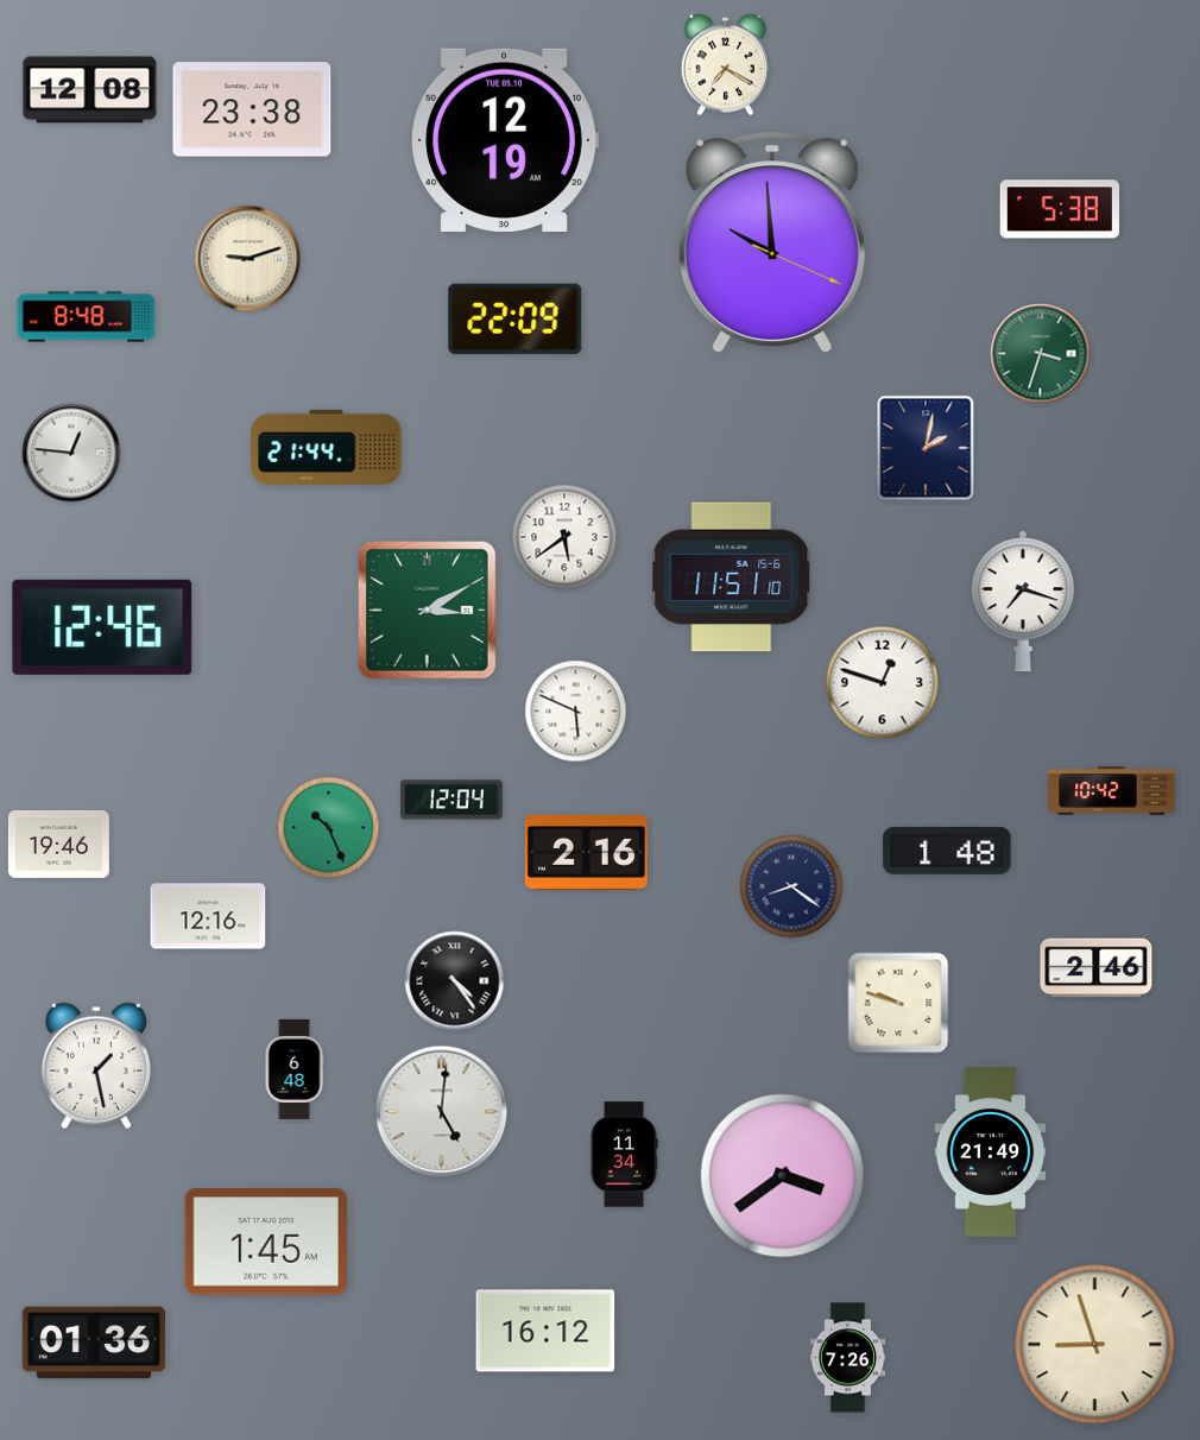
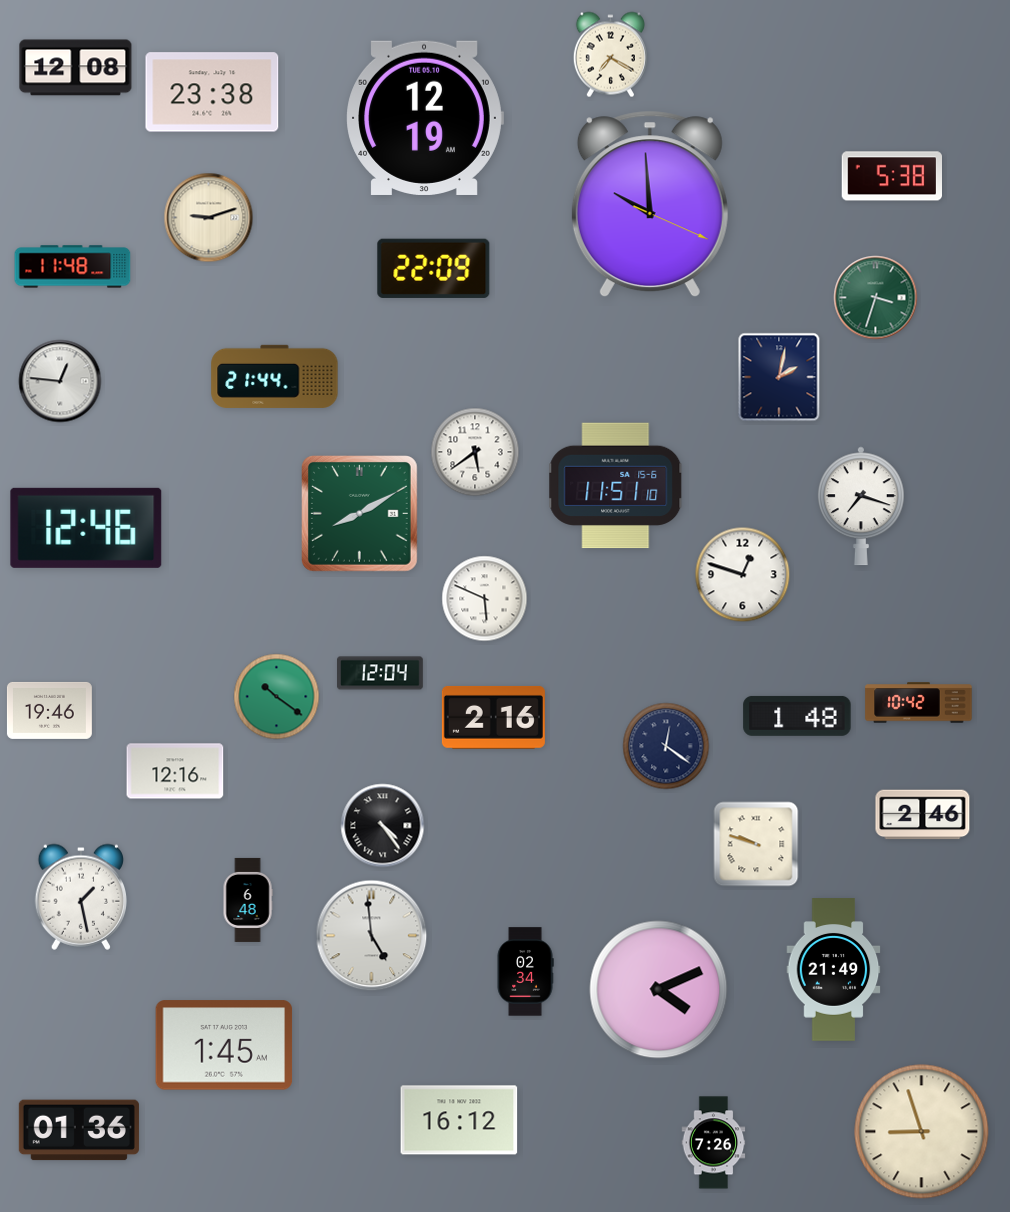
clock at (90, 90) position: (90, 90) -> (76, 68)
clock at (87, 317): 8:48 -> 11:48
clock at (428, 611): 3:10 -> 8:10
clock at (1112, 791) position: (1112, 791) -> (919, 703)
clock at (329, 828): 10:26 -> 10:21
clock at (791, 886): 8:21 -> 12:21
clock at (442, 1112): 5:01 -> 4:59
clock at (624, 1155): 11:34 -> 02:34
clock at (783, 1176): 3:39 -> 4:11
